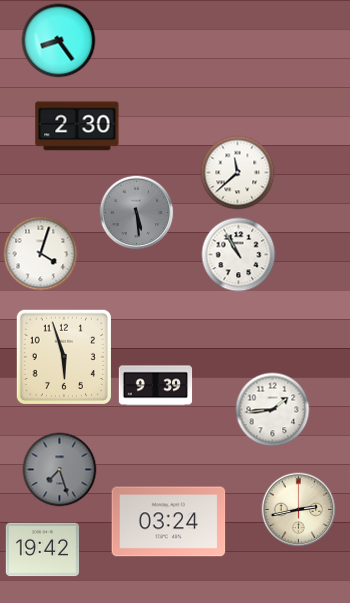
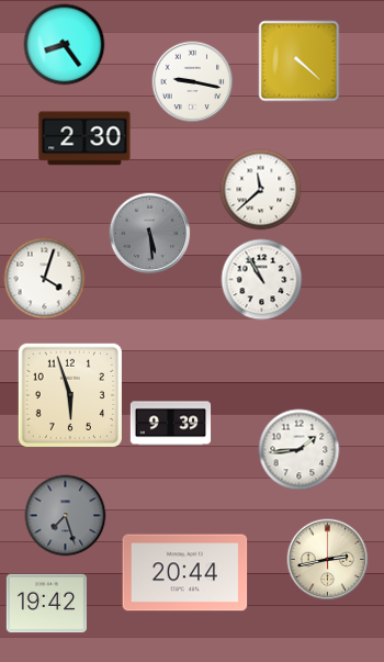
clock at (300, 61): none -> 4:22
clock at (193, 82): none -> 9:17
clock at (63, 356) position: (63, 356) -> (69, 394)
clock at (169, 522): 03:24 -> 20:44
